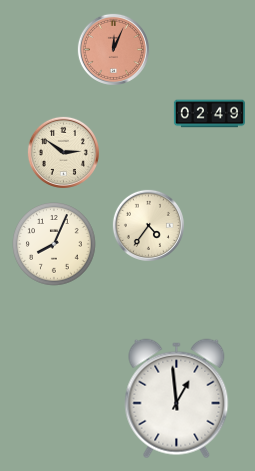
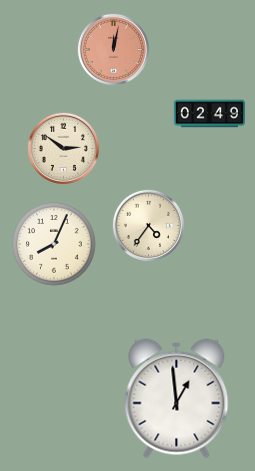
clock at (113, 49): 12:04 -> 12:02
clock at (63, 152) position: (63, 152) -> (63, 148)
